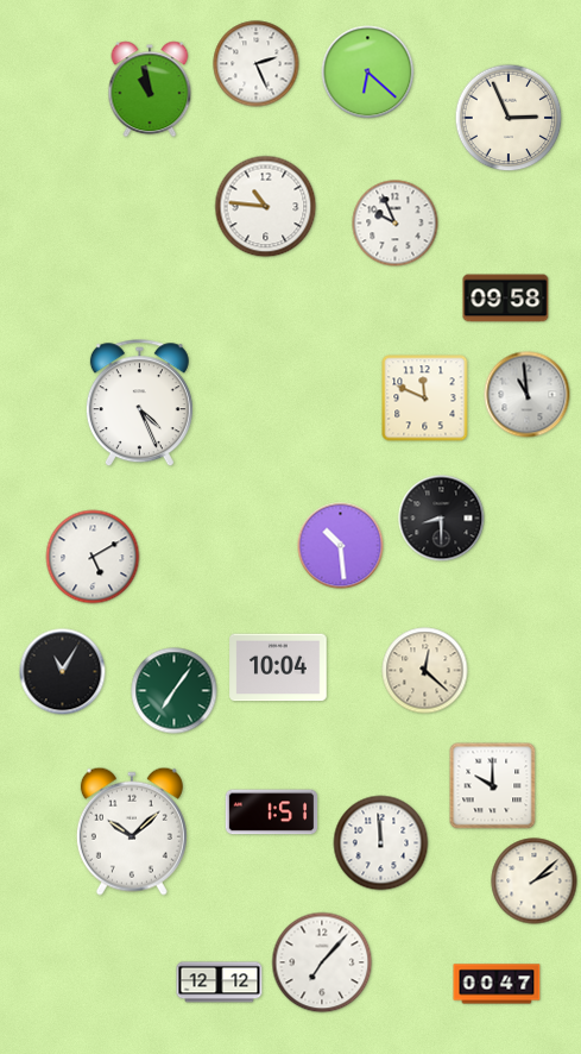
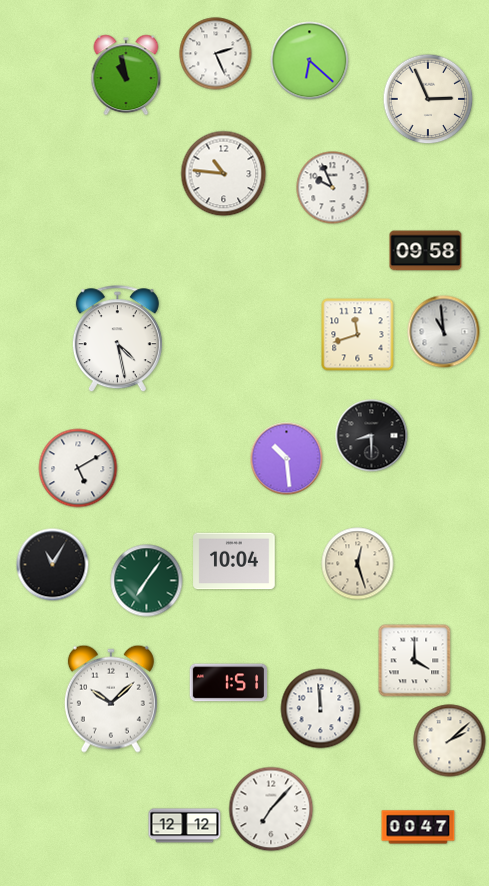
clock at (425, 399): 11:49 -> 11:42
clock at (139, 403): 4:26 -> 4:28
clock at (425, 671): 12:22 -> 12:27
clock at (493, 786): 10:00 -> 4:00
